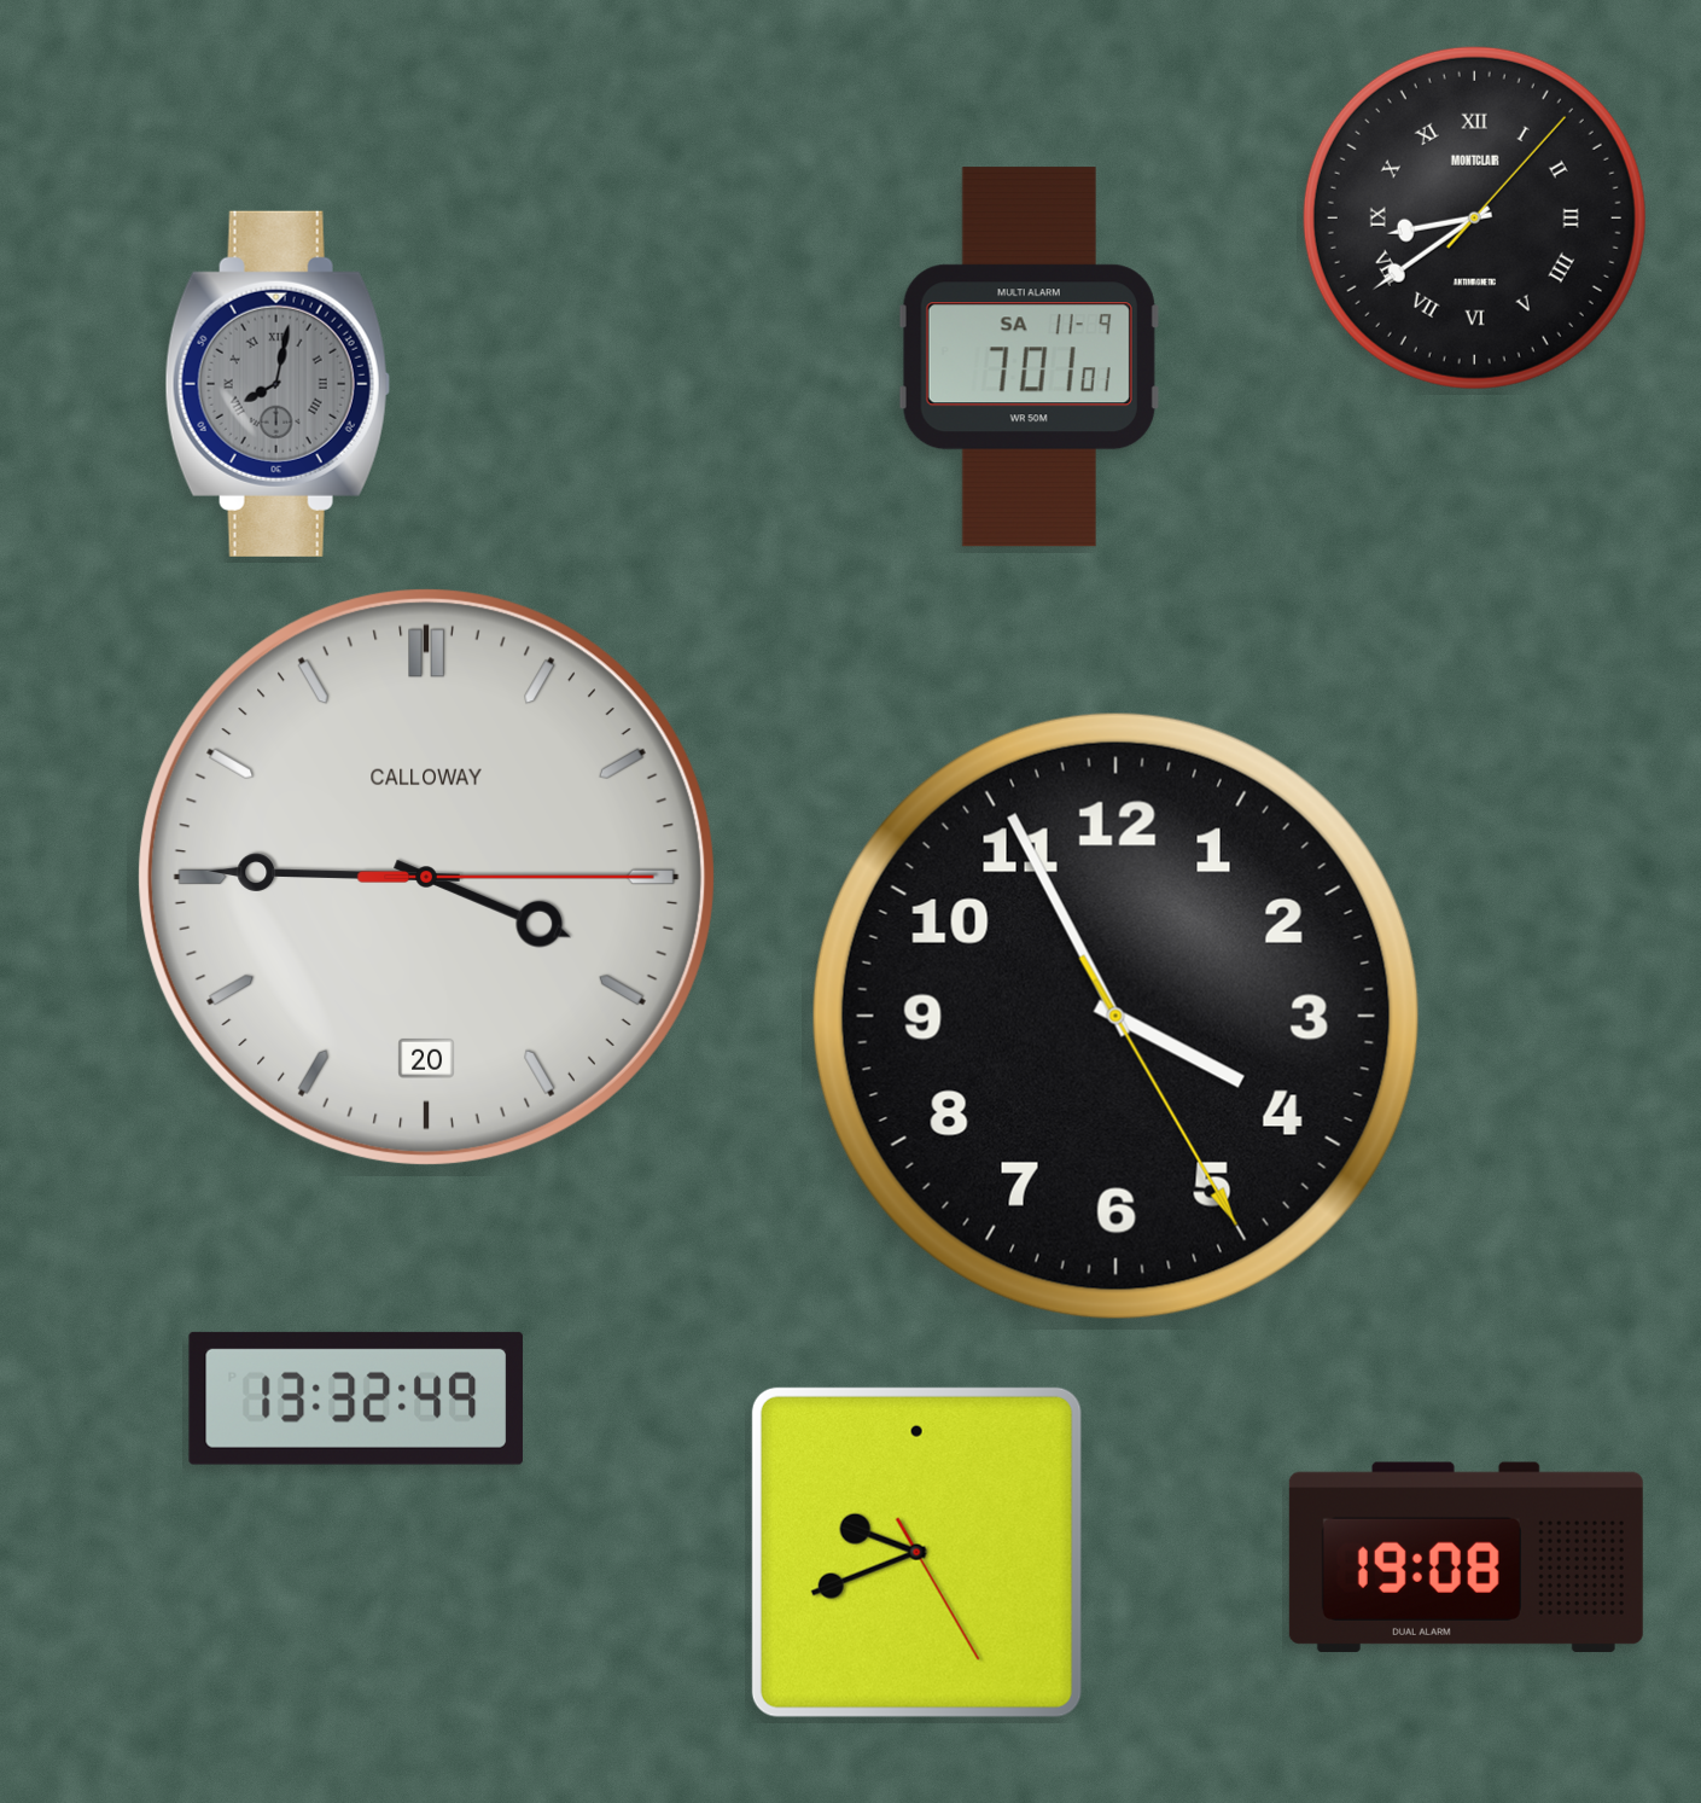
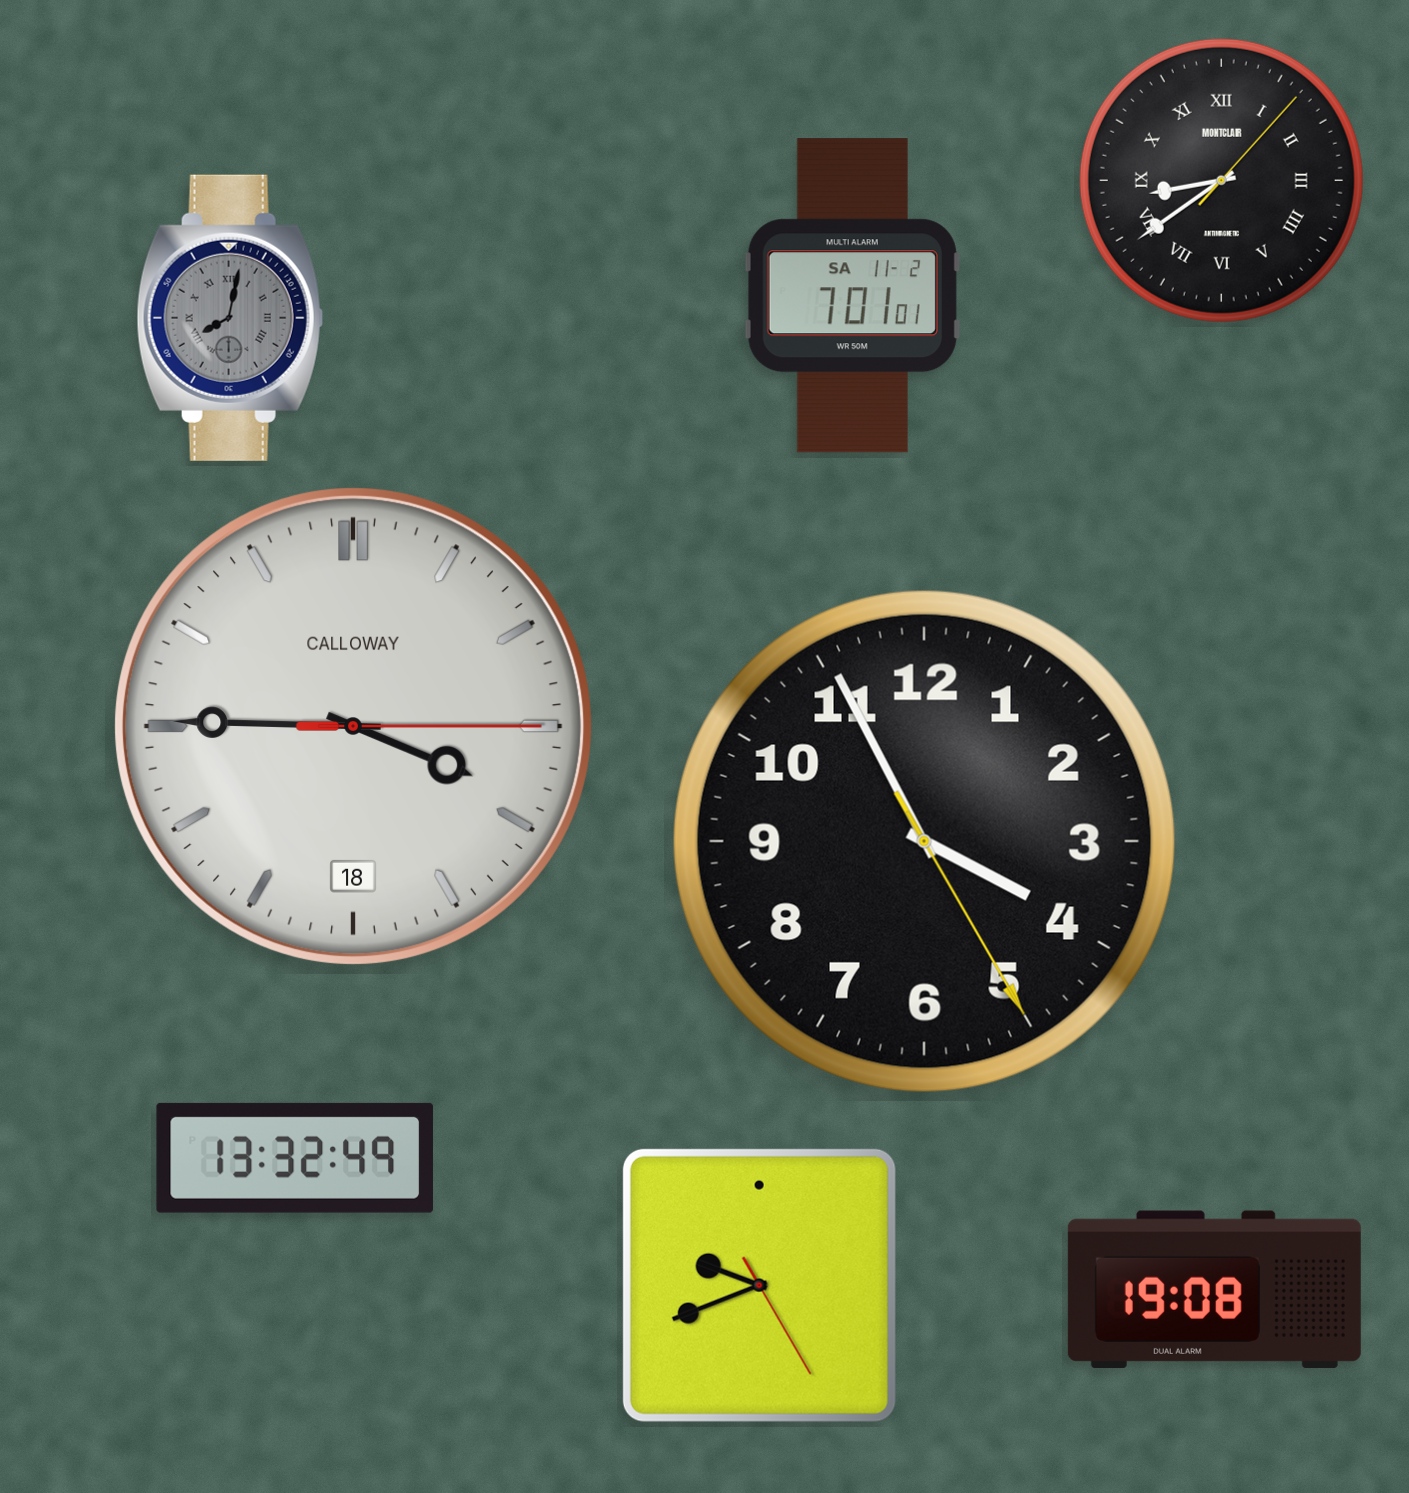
clock at (1029, 357) date: SA 11-9 -> SA 11-2
clock at (426, 877) date: 20 -> 18
